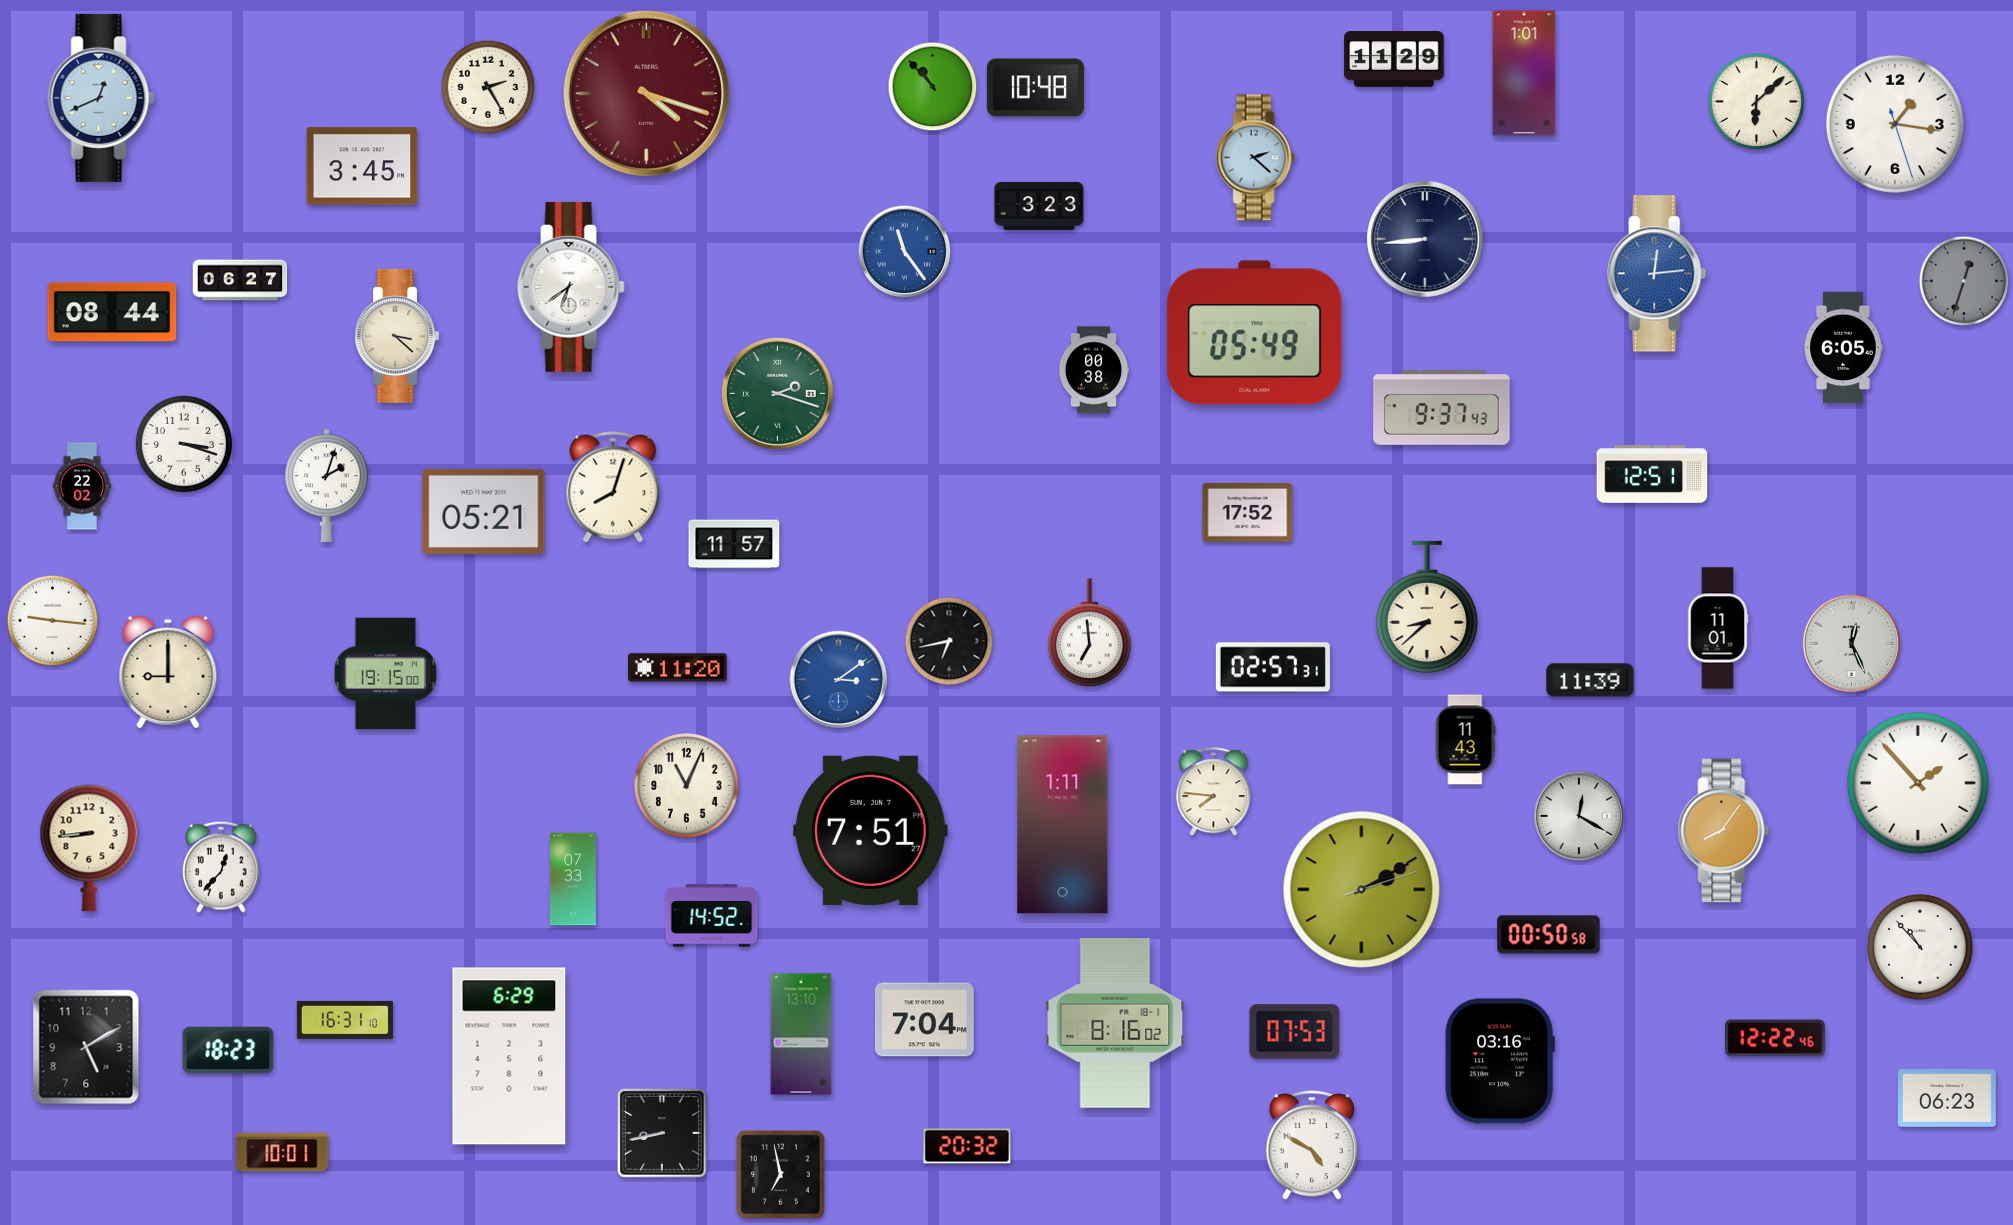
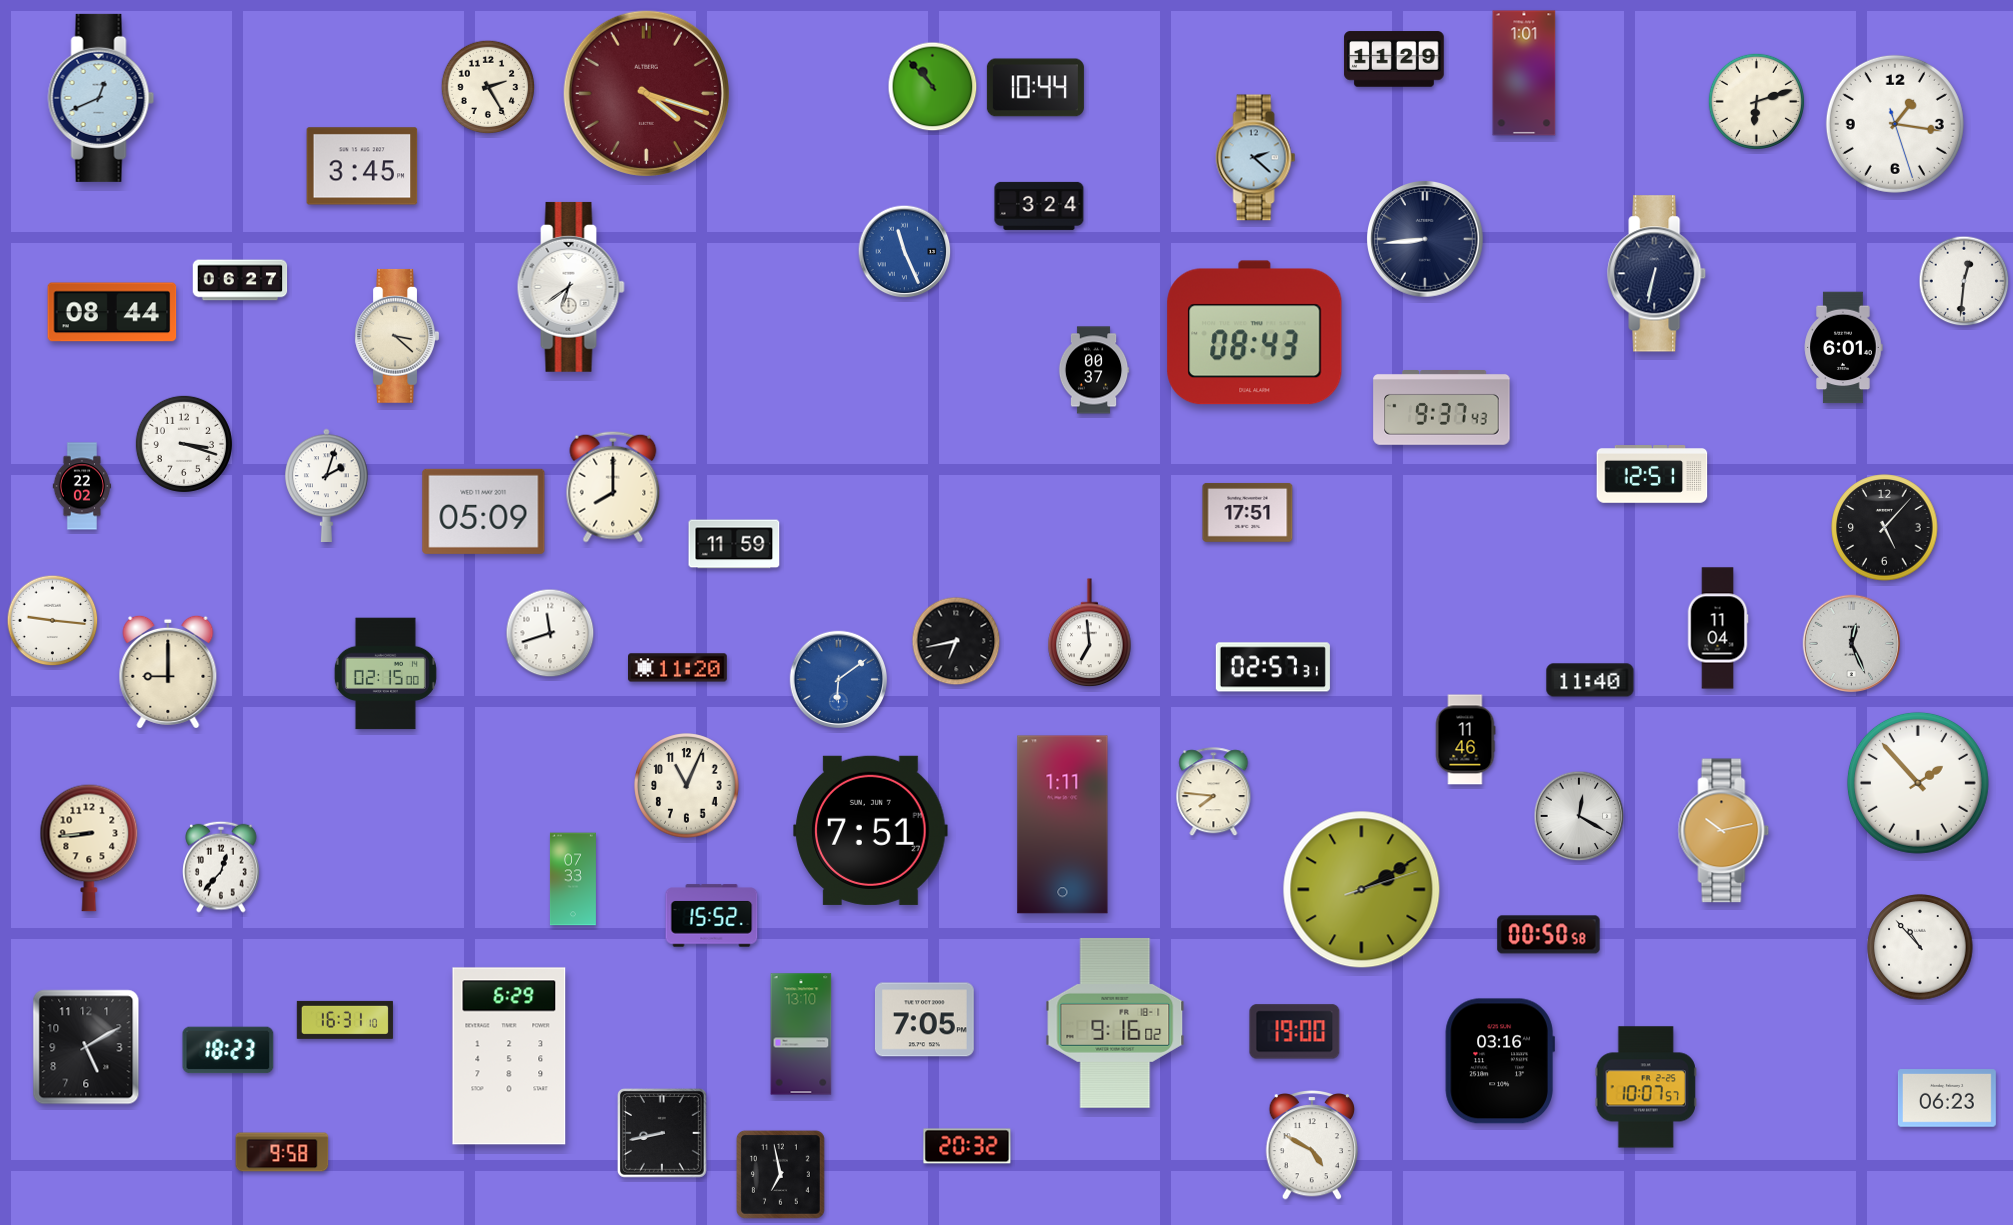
clock at (1035, 88): 10:48 -> 10:44
clock at (1756, 101): 6:08 -> 6:12
clock at (1039, 206): 3:23 -> 3:24
clock at (905, 252): 11:24 -> 11:26
clock at (1657, 274): 12:14 -> 6:32
clock at (1657, 274) dial: blue -> navy
clock at (1964, 281): 12:33 -> 12:31
clock at (1964, 281) dial: grey -> white
clock at (1255, 333): 05:49 -> 08:43
clock at (1843, 348): 6:05 -> 6:01
clock at (1094, 370): 00:38 -> 00:37
clock at (777, 393): 2:18 -> none
clock at (613, 487): 8:03 -> 8:00
clock at (484, 511): 05:21 -> 05:09
clock at (1248, 513): 17:52 -> 17:51
clock at (1885, 528): none -> 5:07
clock at (734, 544): 11:57 -> 11:59
clock at (1427, 607): 8:38 -> none
clock at (1718, 628): 11:01 -> 11:04
clock at (550, 633): none -> 11:42
clock at (949, 641) position: (949, 641) -> (956, 641)
clock at (385, 674): 19:15 -> 02:15
clock at (838, 679): 3:09 -> 6:09
clock at (1590, 680): 11:39 -> 11:40
clock at (1465, 740): 11:43 -> 11:46
clock at (1724, 831): 8:06 -> 10:13
clock at (712, 916): 14:52 -> 15:52
clock at (924, 1020): 7:04 -> 7:05
clock at (1115, 1023): 8:16 -> 9:16
clock at (1295, 1032): 07:53 -> 19:00
clock at (1775, 1038): 12:22 -> none
clock at (1646, 1087): none -> 10:07
clock at (282, 1152): 10:01 -> 9:58
